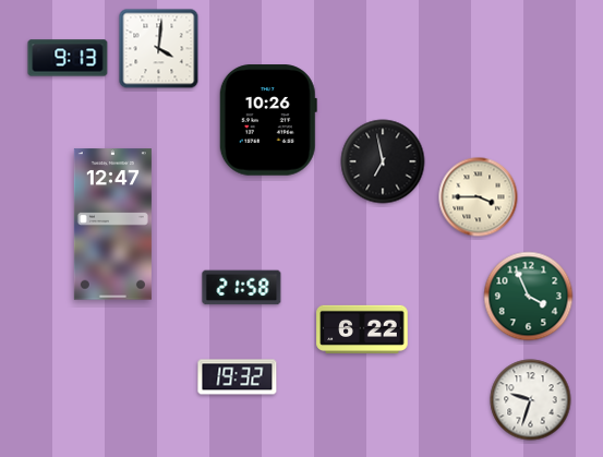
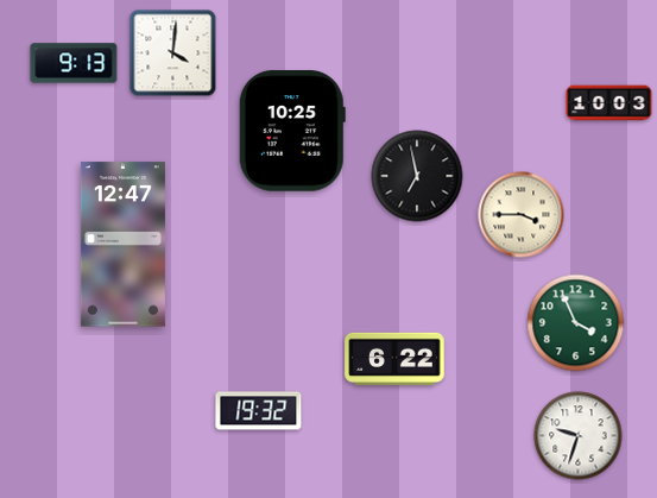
clock at (609, 103): none -> 10:03
clock at (268, 120): 10:26 -> 10:25
clock at (242, 288): 21:58 -> none
